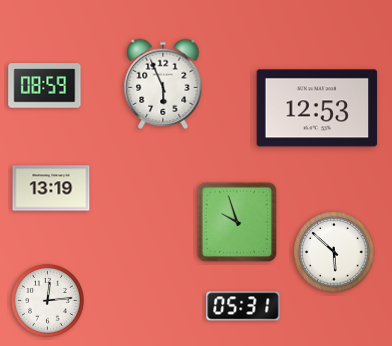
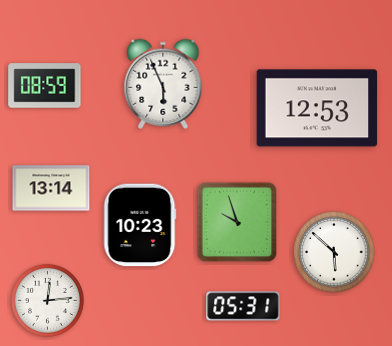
clock at (51, 188): 13:19 -> 13:14
clock at (140, 225): none -> 10:23
